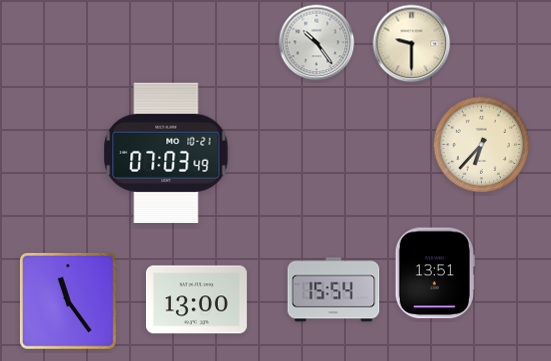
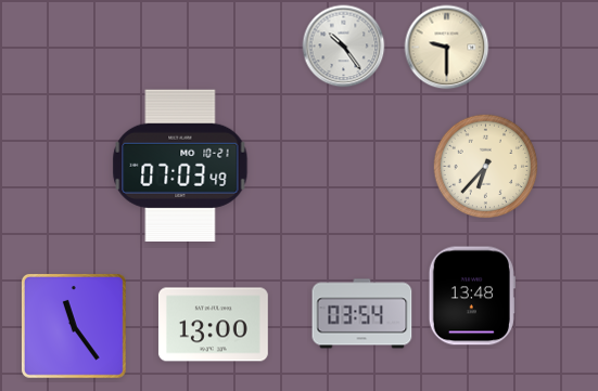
clock at (482, 145) position: (482, 145) -> (486, 167)
clock at (435, 273): 13:51 -> 13:48
clock at (334, 290): 15:54 -> 03:54
